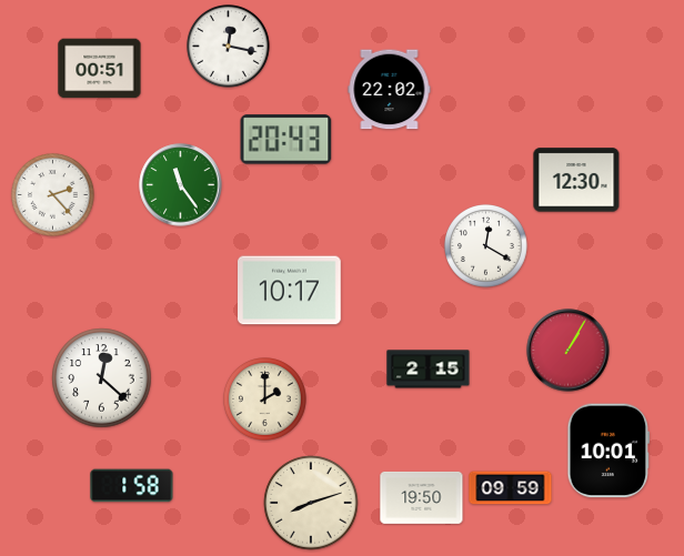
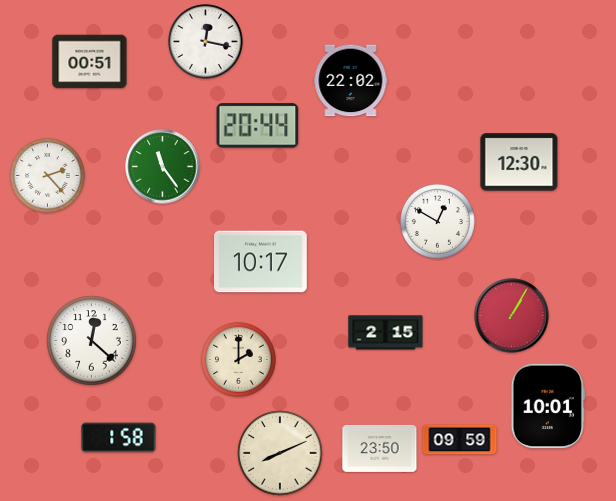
clock at (286, 140): 20:43 -> 20:44
clock at (486, 246): 12:20 -> 12:50
clock at (422, 497): 19:50 -> 23:50
clock at (311, 503): 8:12 -> 8:11
